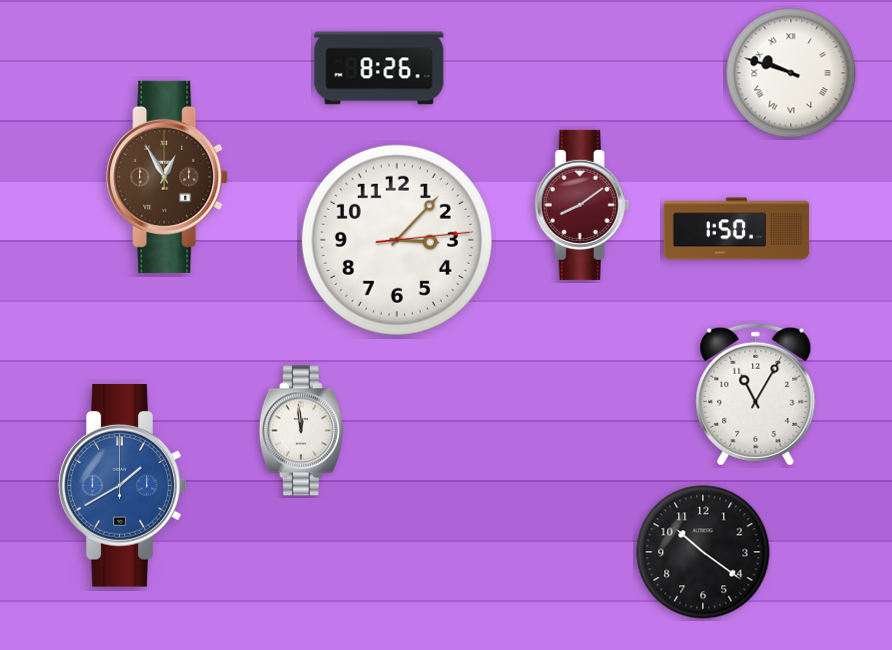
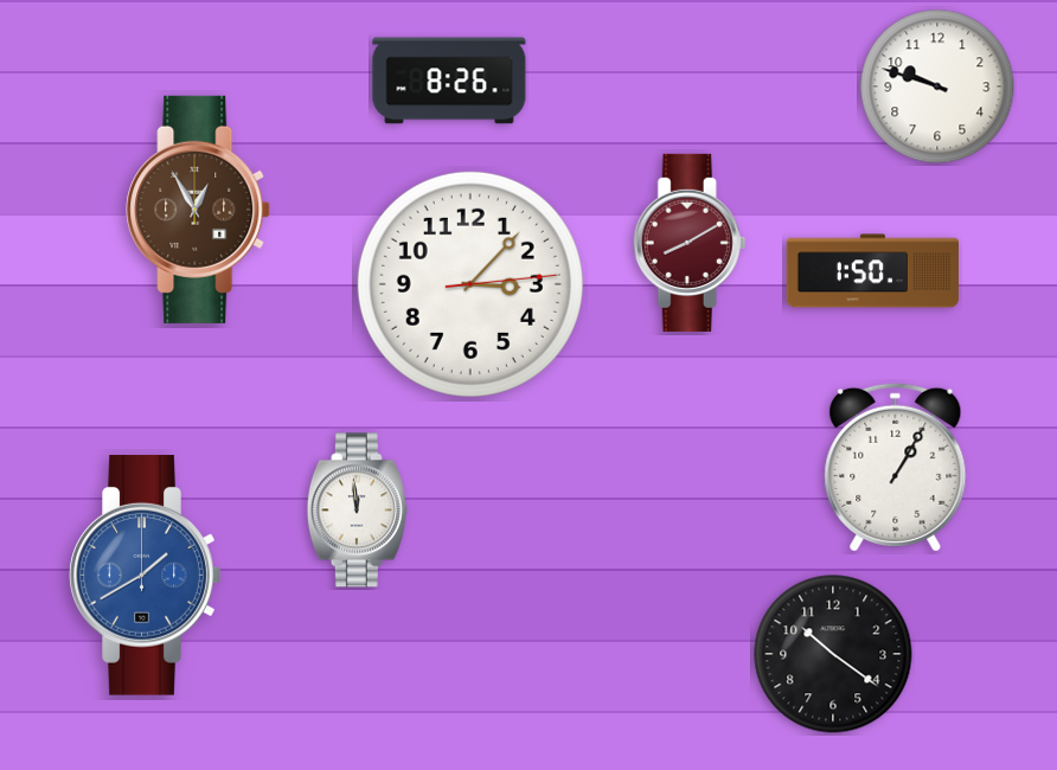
clock at (791, 73) numerals: Roman -> Arabic
clock at (582, 205): 8:09 -> 8:10
clock at (756, 394): 11:05 -> 1:05
